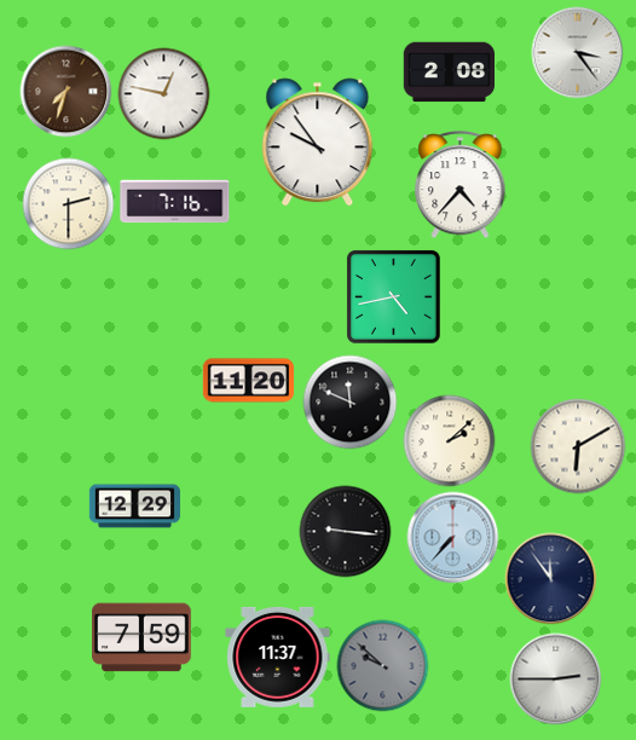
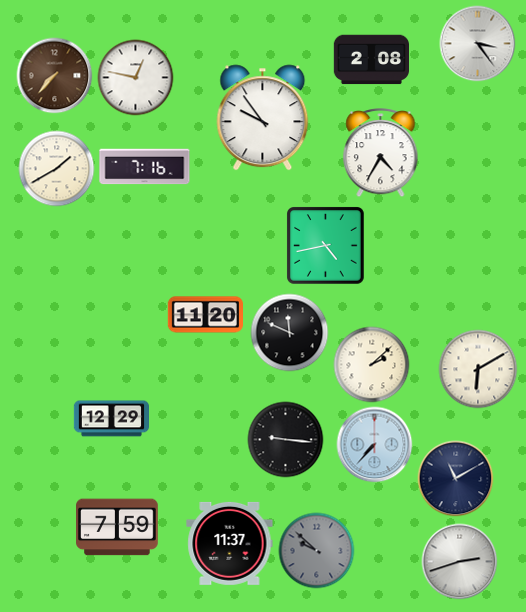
clock at (67, 92): 7:33 -> 7:37
clock at (461, 186): 4:37 -> 4:35
clock at (69, 204): 2:30 -> 1:40
clock at (551, 579): 11:54 -> 11:10
clock at (556, 680): 2:45 -> 2:42
